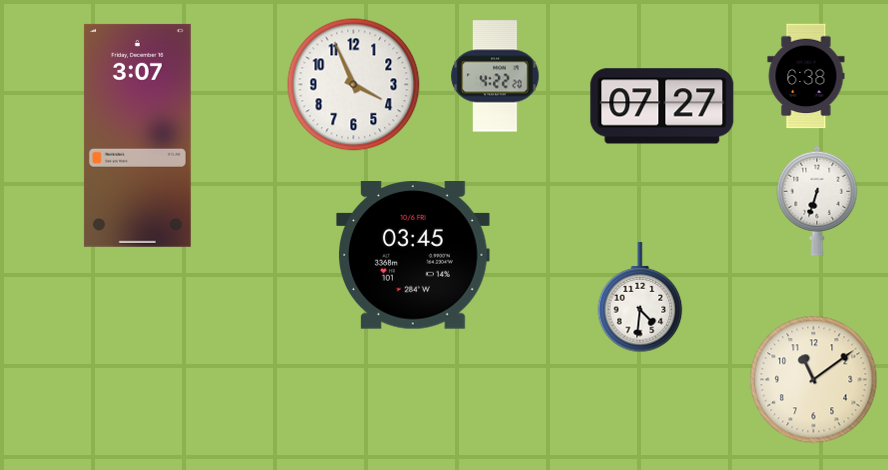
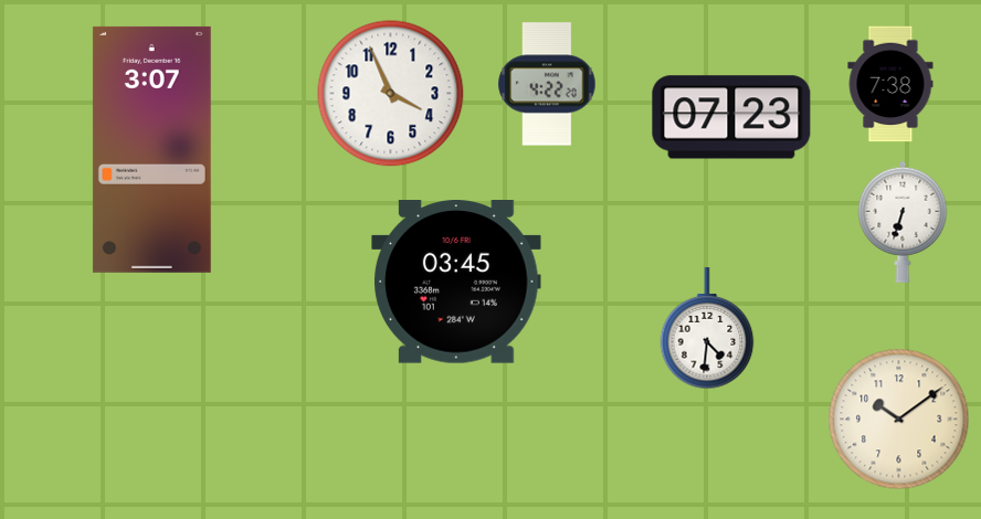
clock at (806, 76): 6:38 -> 7:38
clock at (662, 106): 07:27 -> 07:23
clock at (814, 380): 11:09 -> 10:09
